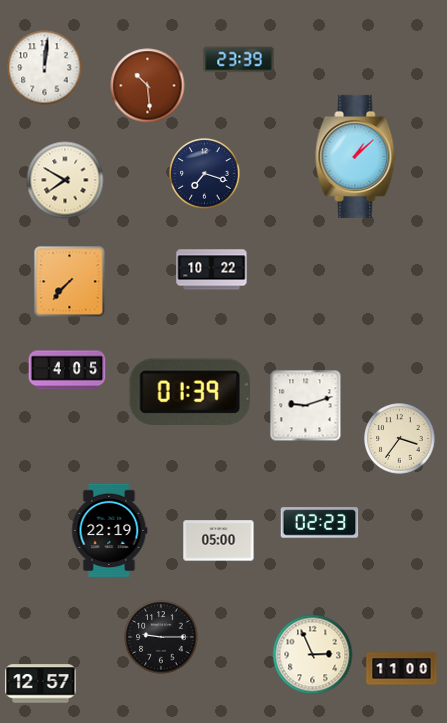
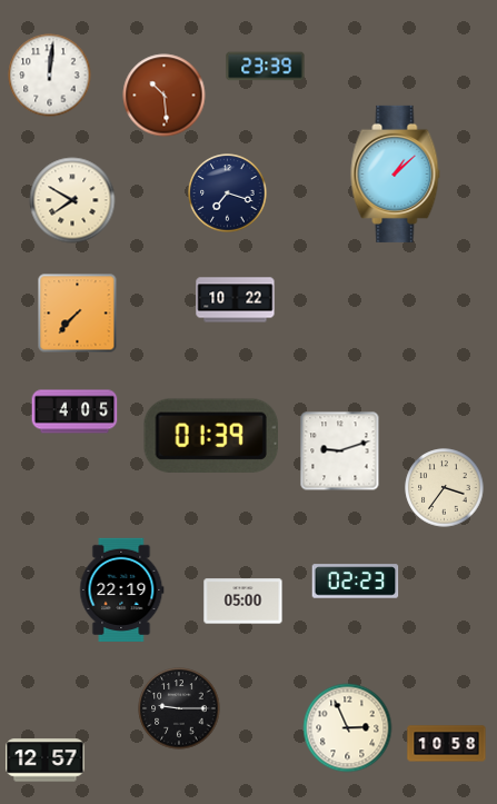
clock at (402, 669): 11:00 -> 10:58
